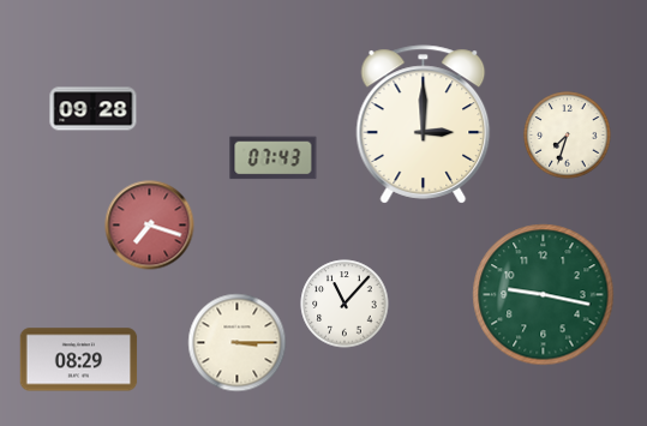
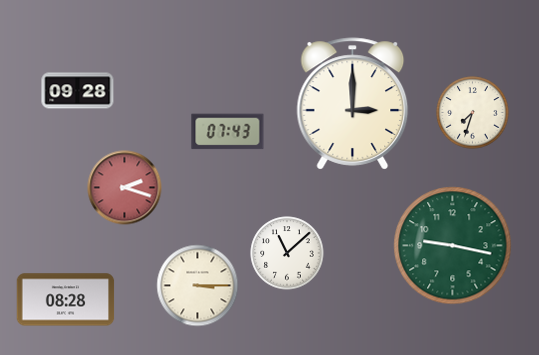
clock at (150, 226): 7:18 -> 2:18
clock at (345, 304): 11:07 -> 11:08
clock at (79, 360): 08:29 -> 08:28
